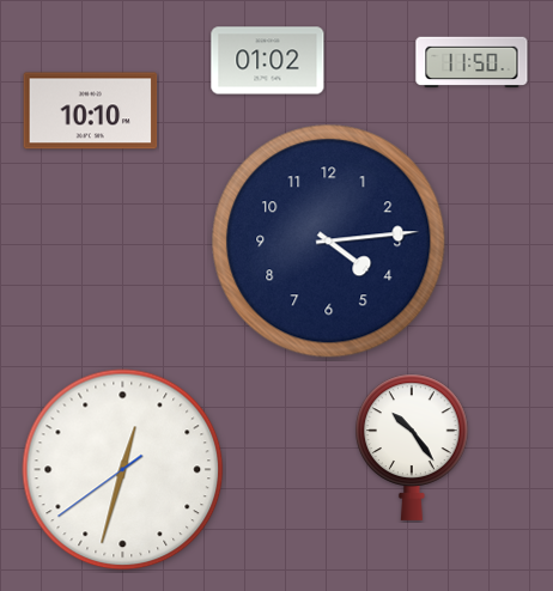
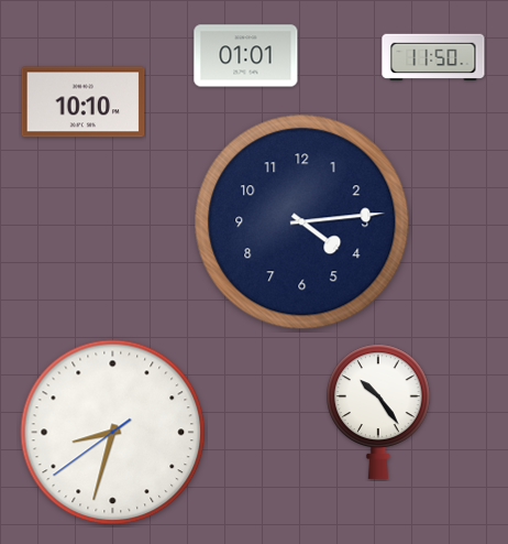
clock at (268, 61): 01:02 -> 01:01
clock at (123, 470): 12:32 -> 8:32
